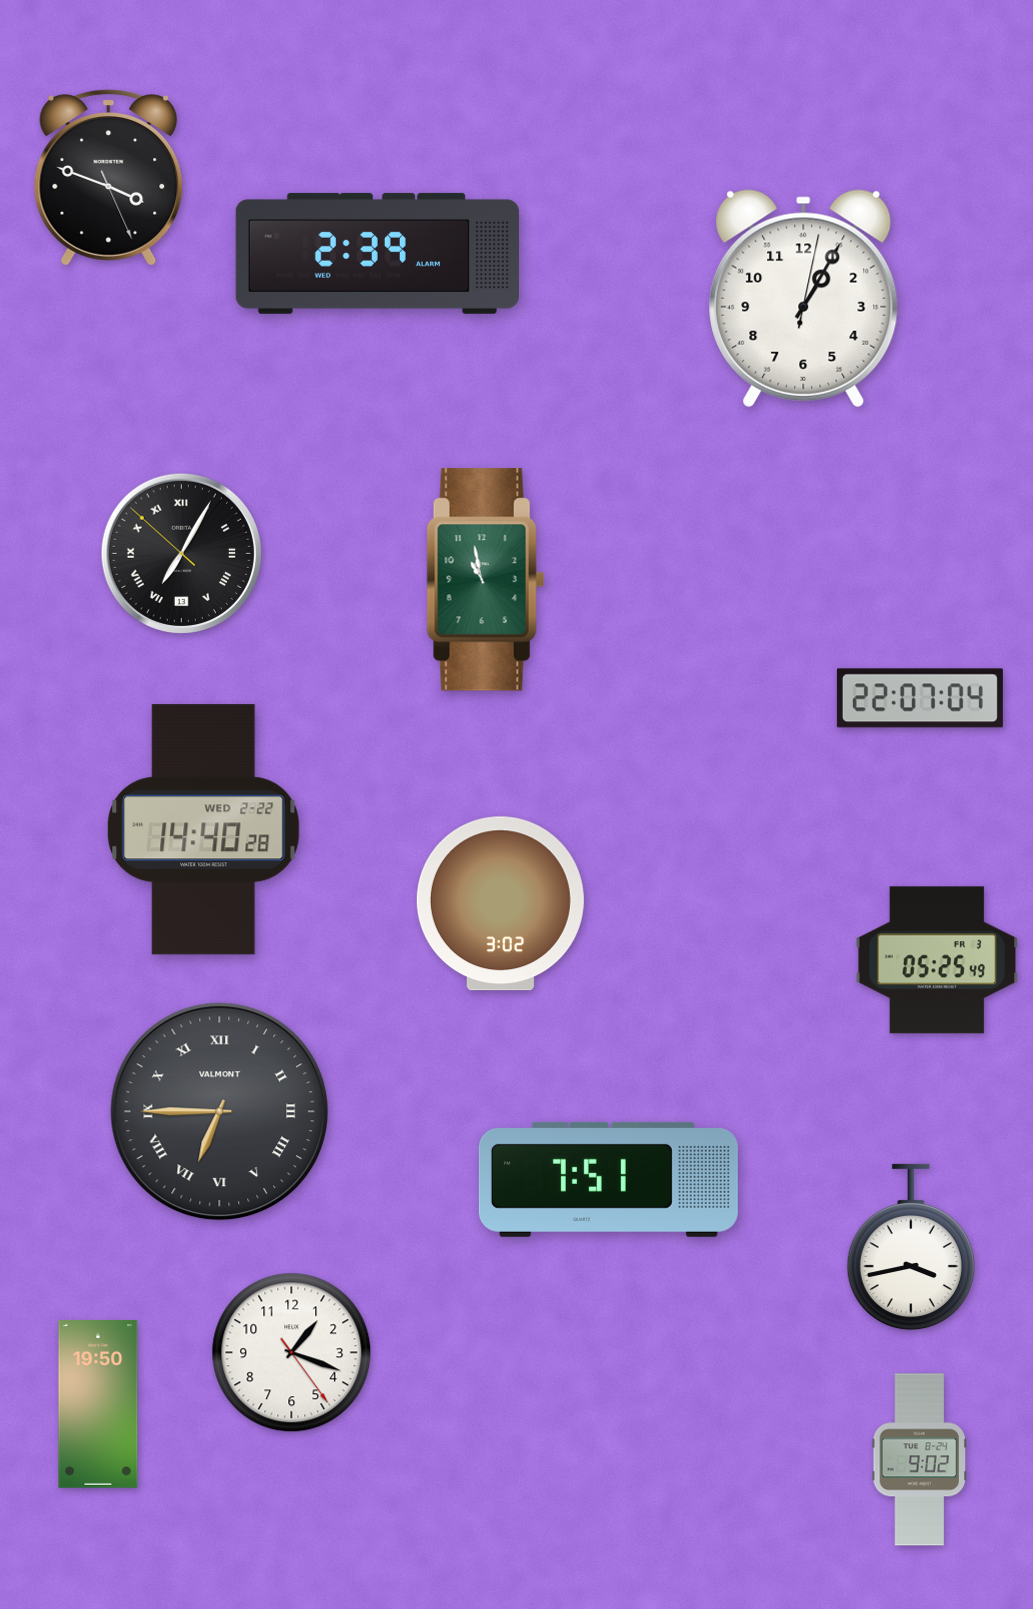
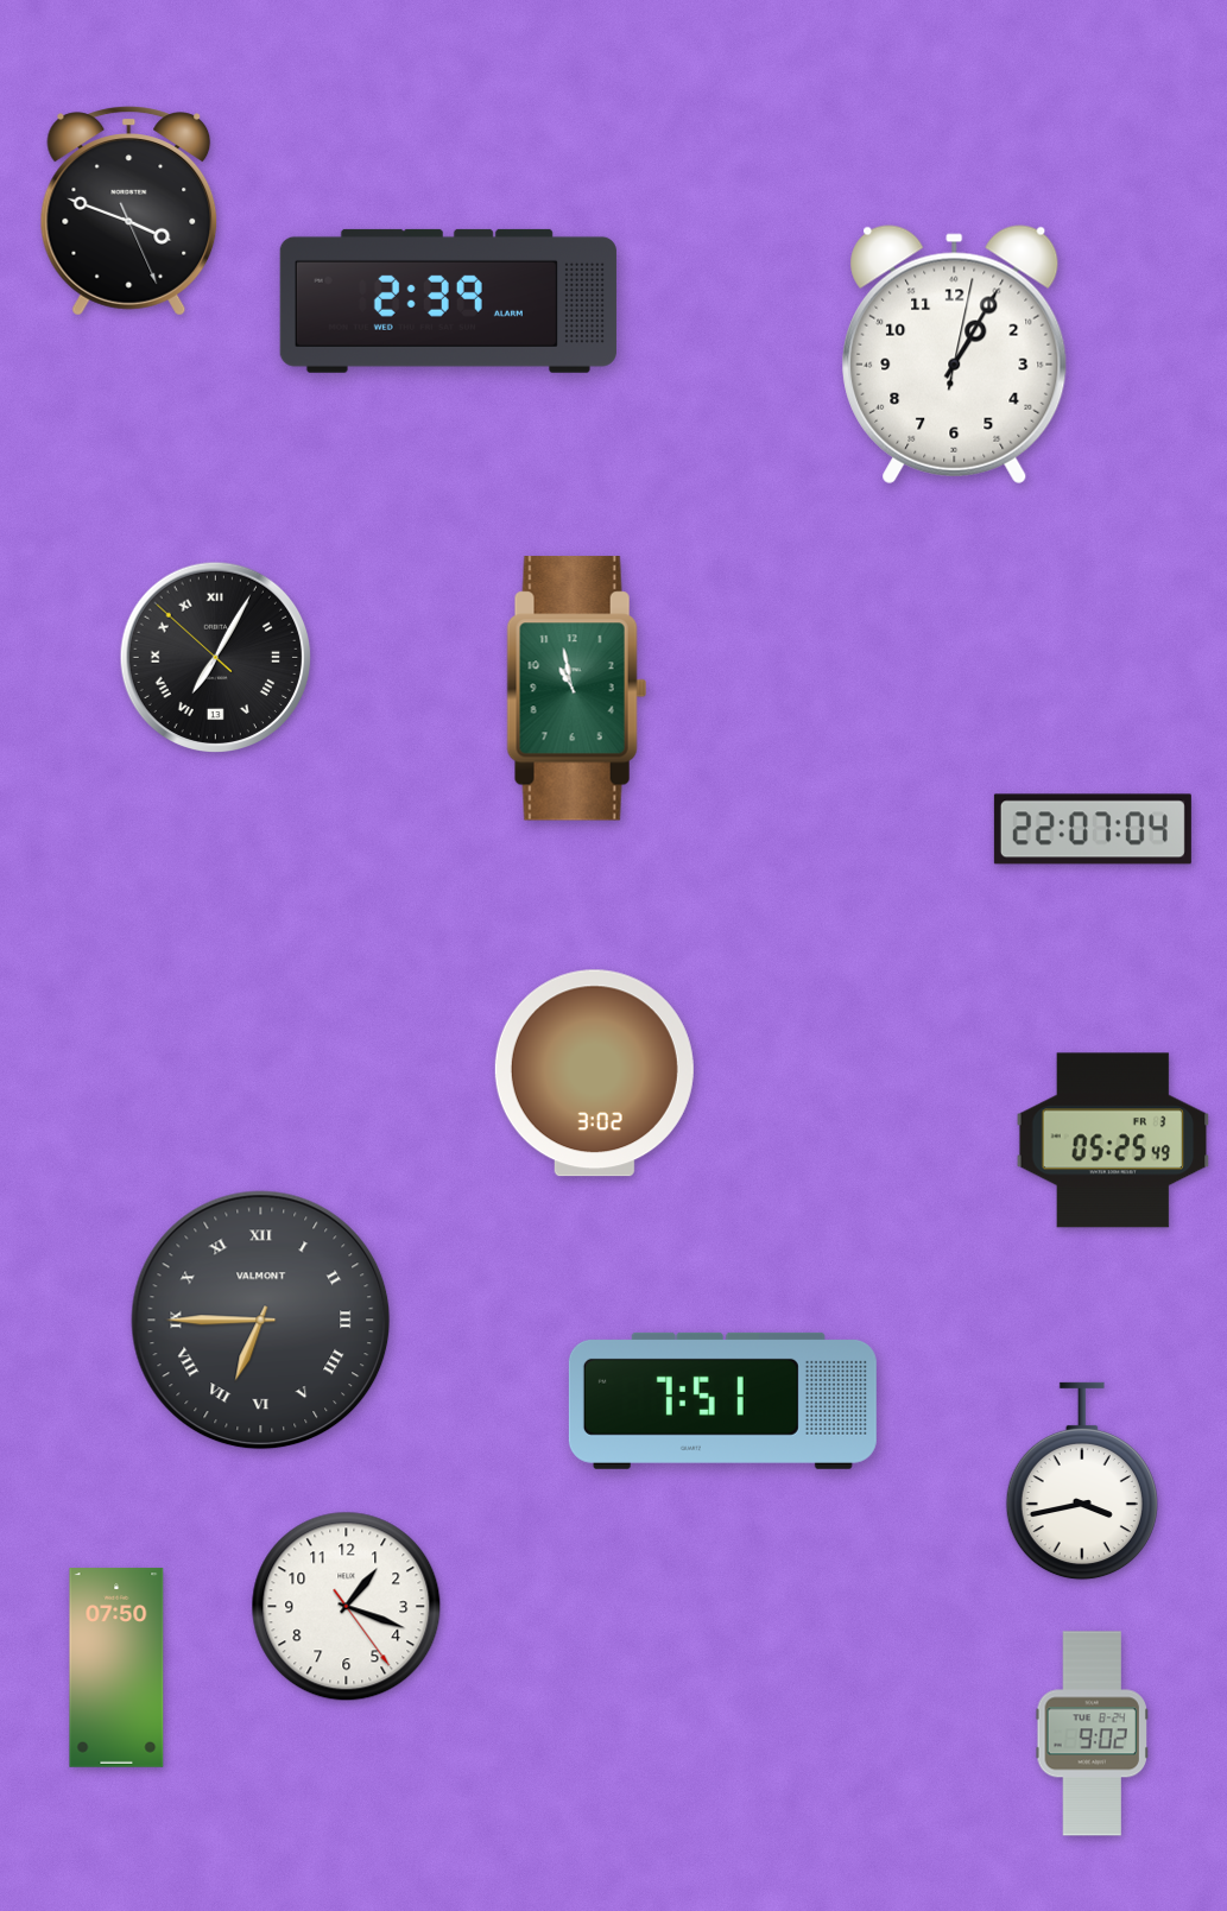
clock at (204, 830): 14:40 -> none
clock at (98, 1404): 19:50 -> 07:50
